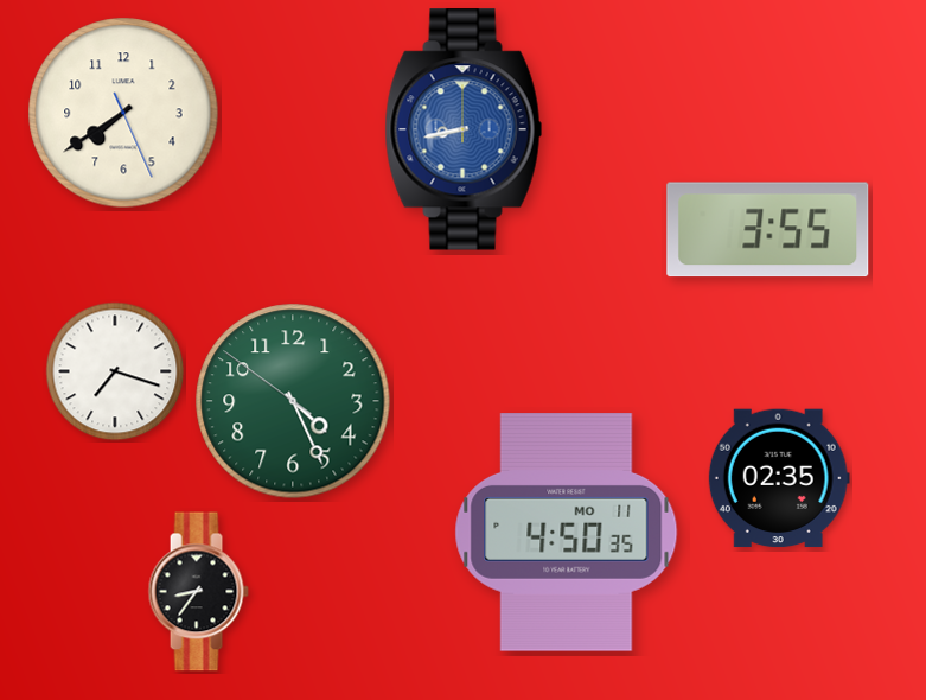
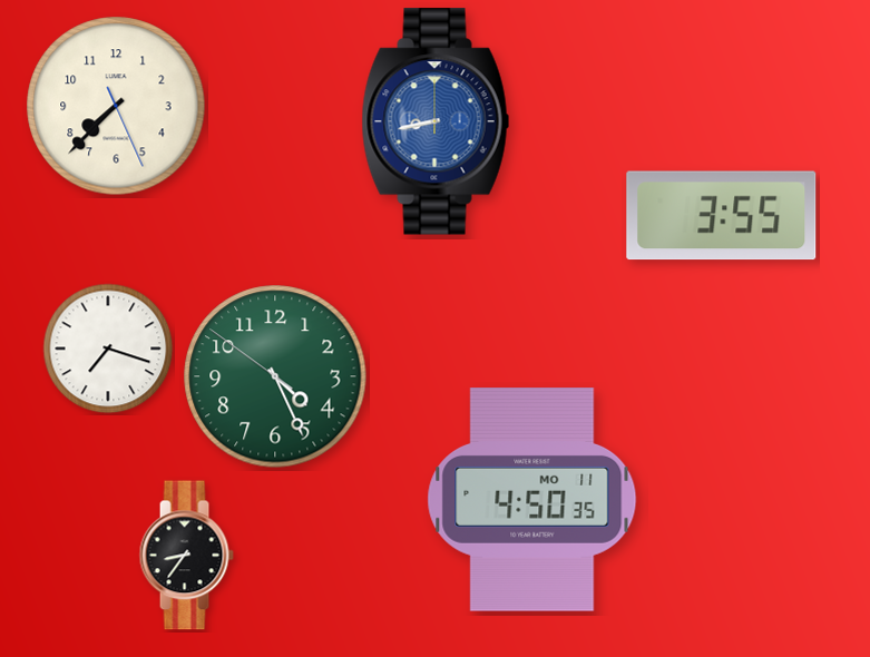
clock at (123, 113): 7:39 -> 7:37
clock at (779, 478): 02:35 -> none
